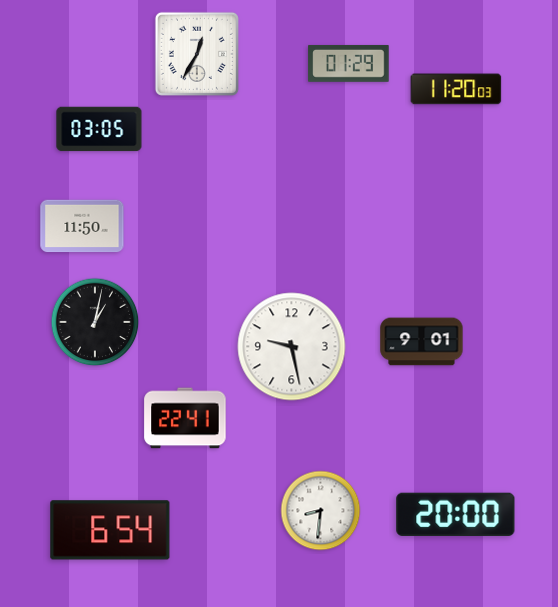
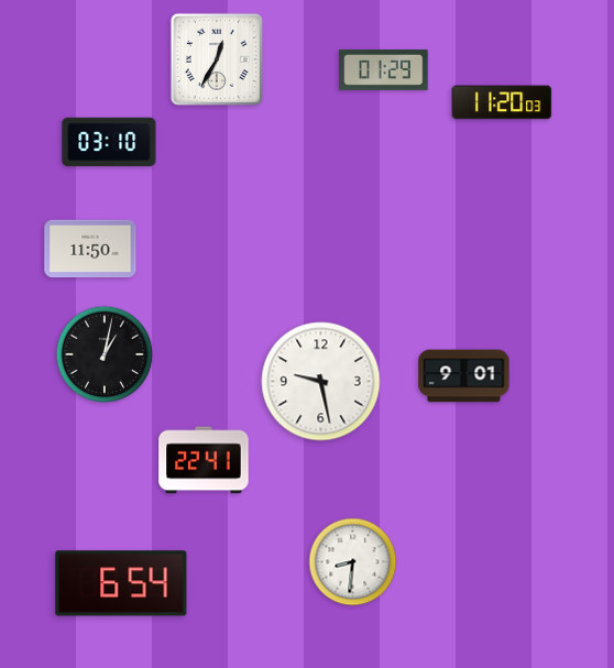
clock at (456, 89) position: (456, 89) -> (502, 102)
clock at (99, 129): 03:05 -> 03:10
clock at (456, 514): 20:00 -> none
